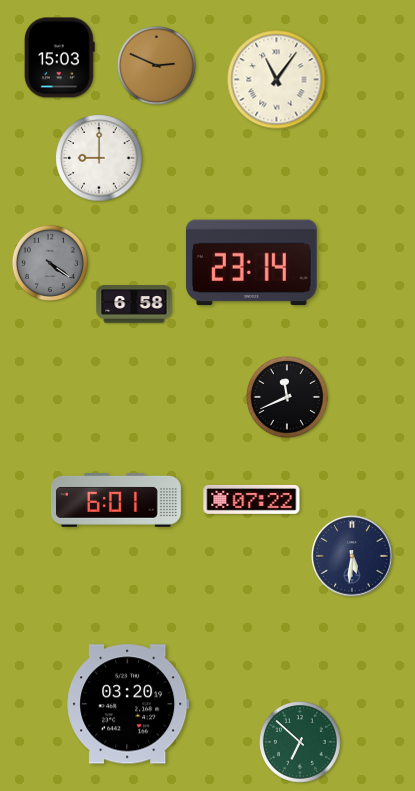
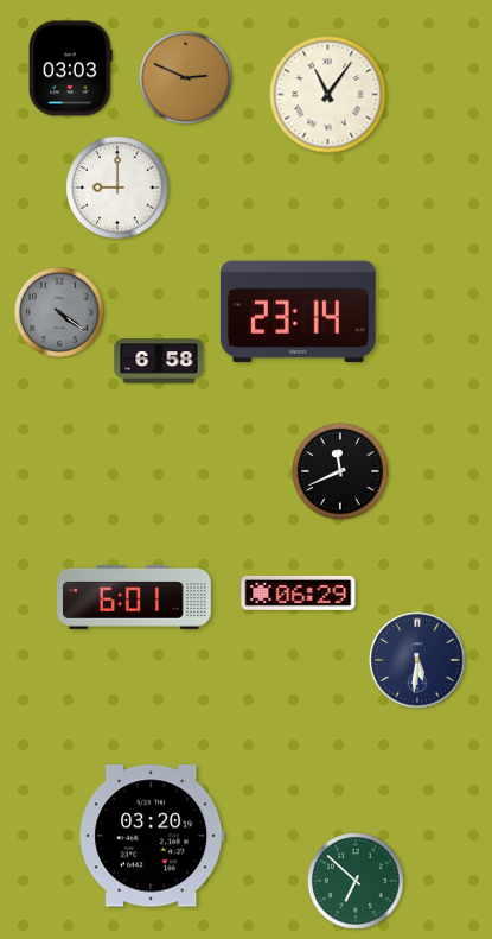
clock at (59, 58): 15:03 -> 03:03
clock at (252, 499): 07:22 -> 06:29
clock at (116, 500) position: (116, 500) -> (134, 597)
